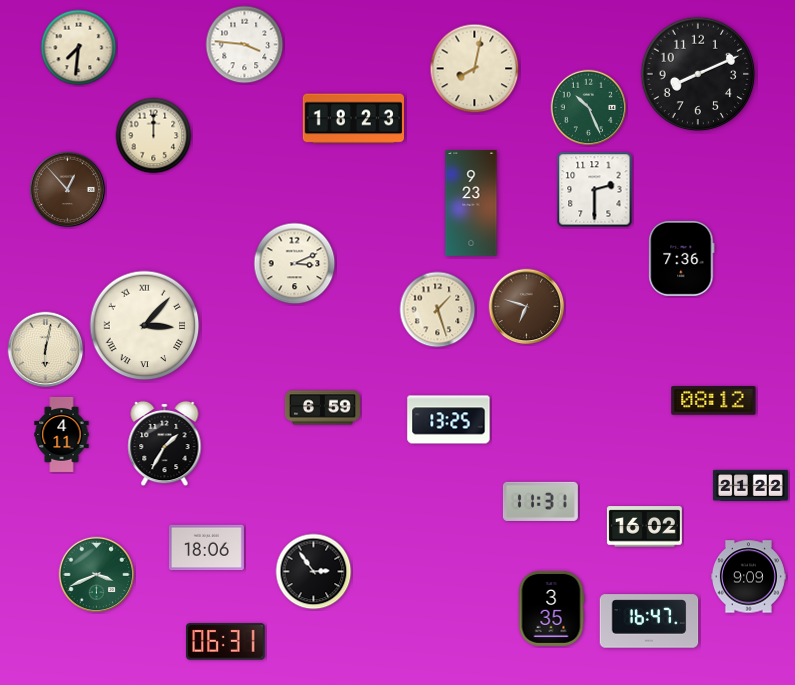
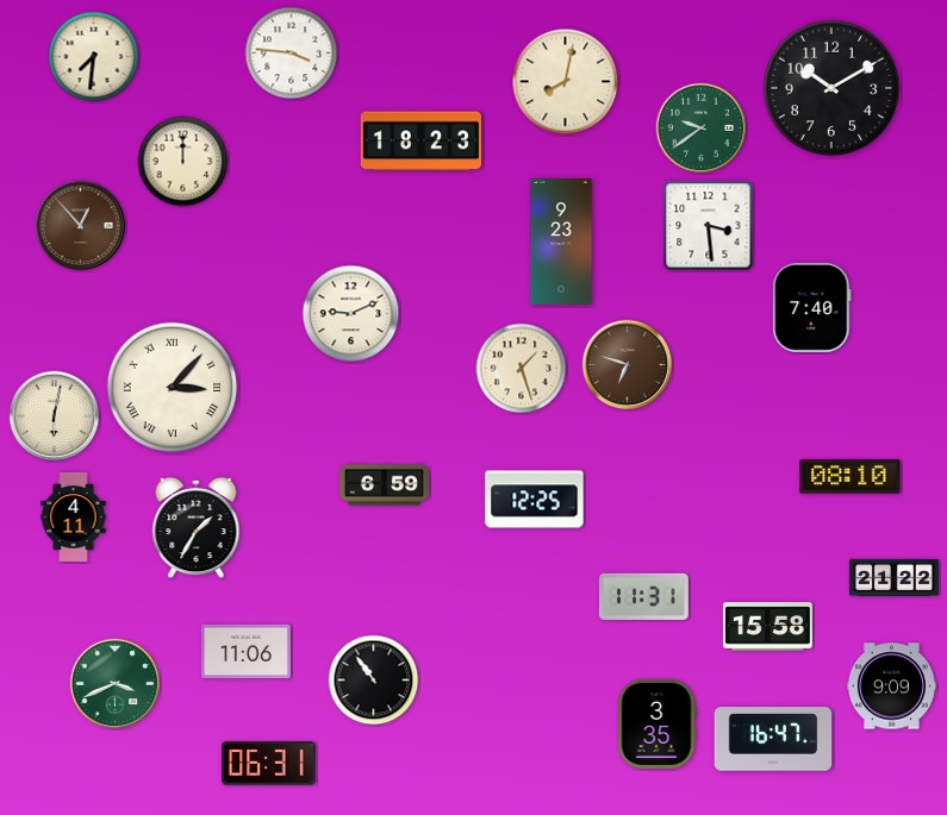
clock at (698, 74): 8:11 -> 10:10
clock at (589, 108): 10:26 -> 9:39
clock at (595, 190): 2:30 -> 3:29
clock at (682, 258): 7:36 -> 7:40
clock at (295, 264): 3:11 -> 9:11
clock at (714, 401): 08:12 -> 08:10
clock at (449, 420): 13:25 -> 12:25
clock at (644, 527): 16:02 -> 15:58
clock at (206, 548): 18:06 -> 11:06
clock at (314, 572): 2:54 -> 10:54
